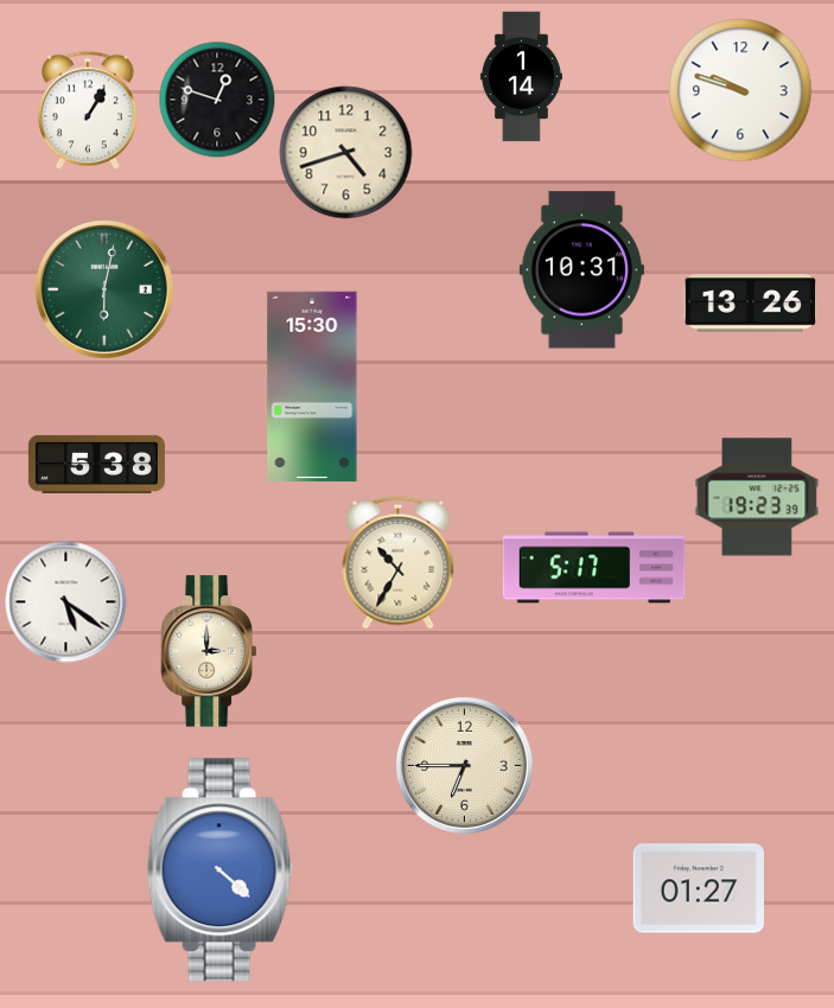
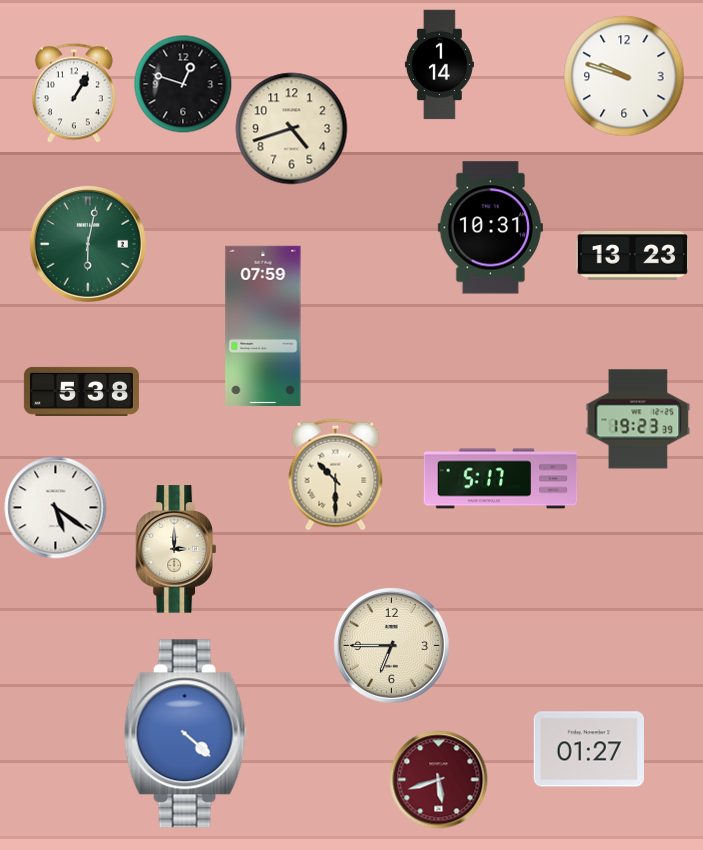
clock at (750, 304): 13:26 -> 13:23
clock at (312, 387): 15:30 -> 07:59
clock at (399, 563): 10:35 -> 10:30
clock at (439, 780): none -> 5:42
